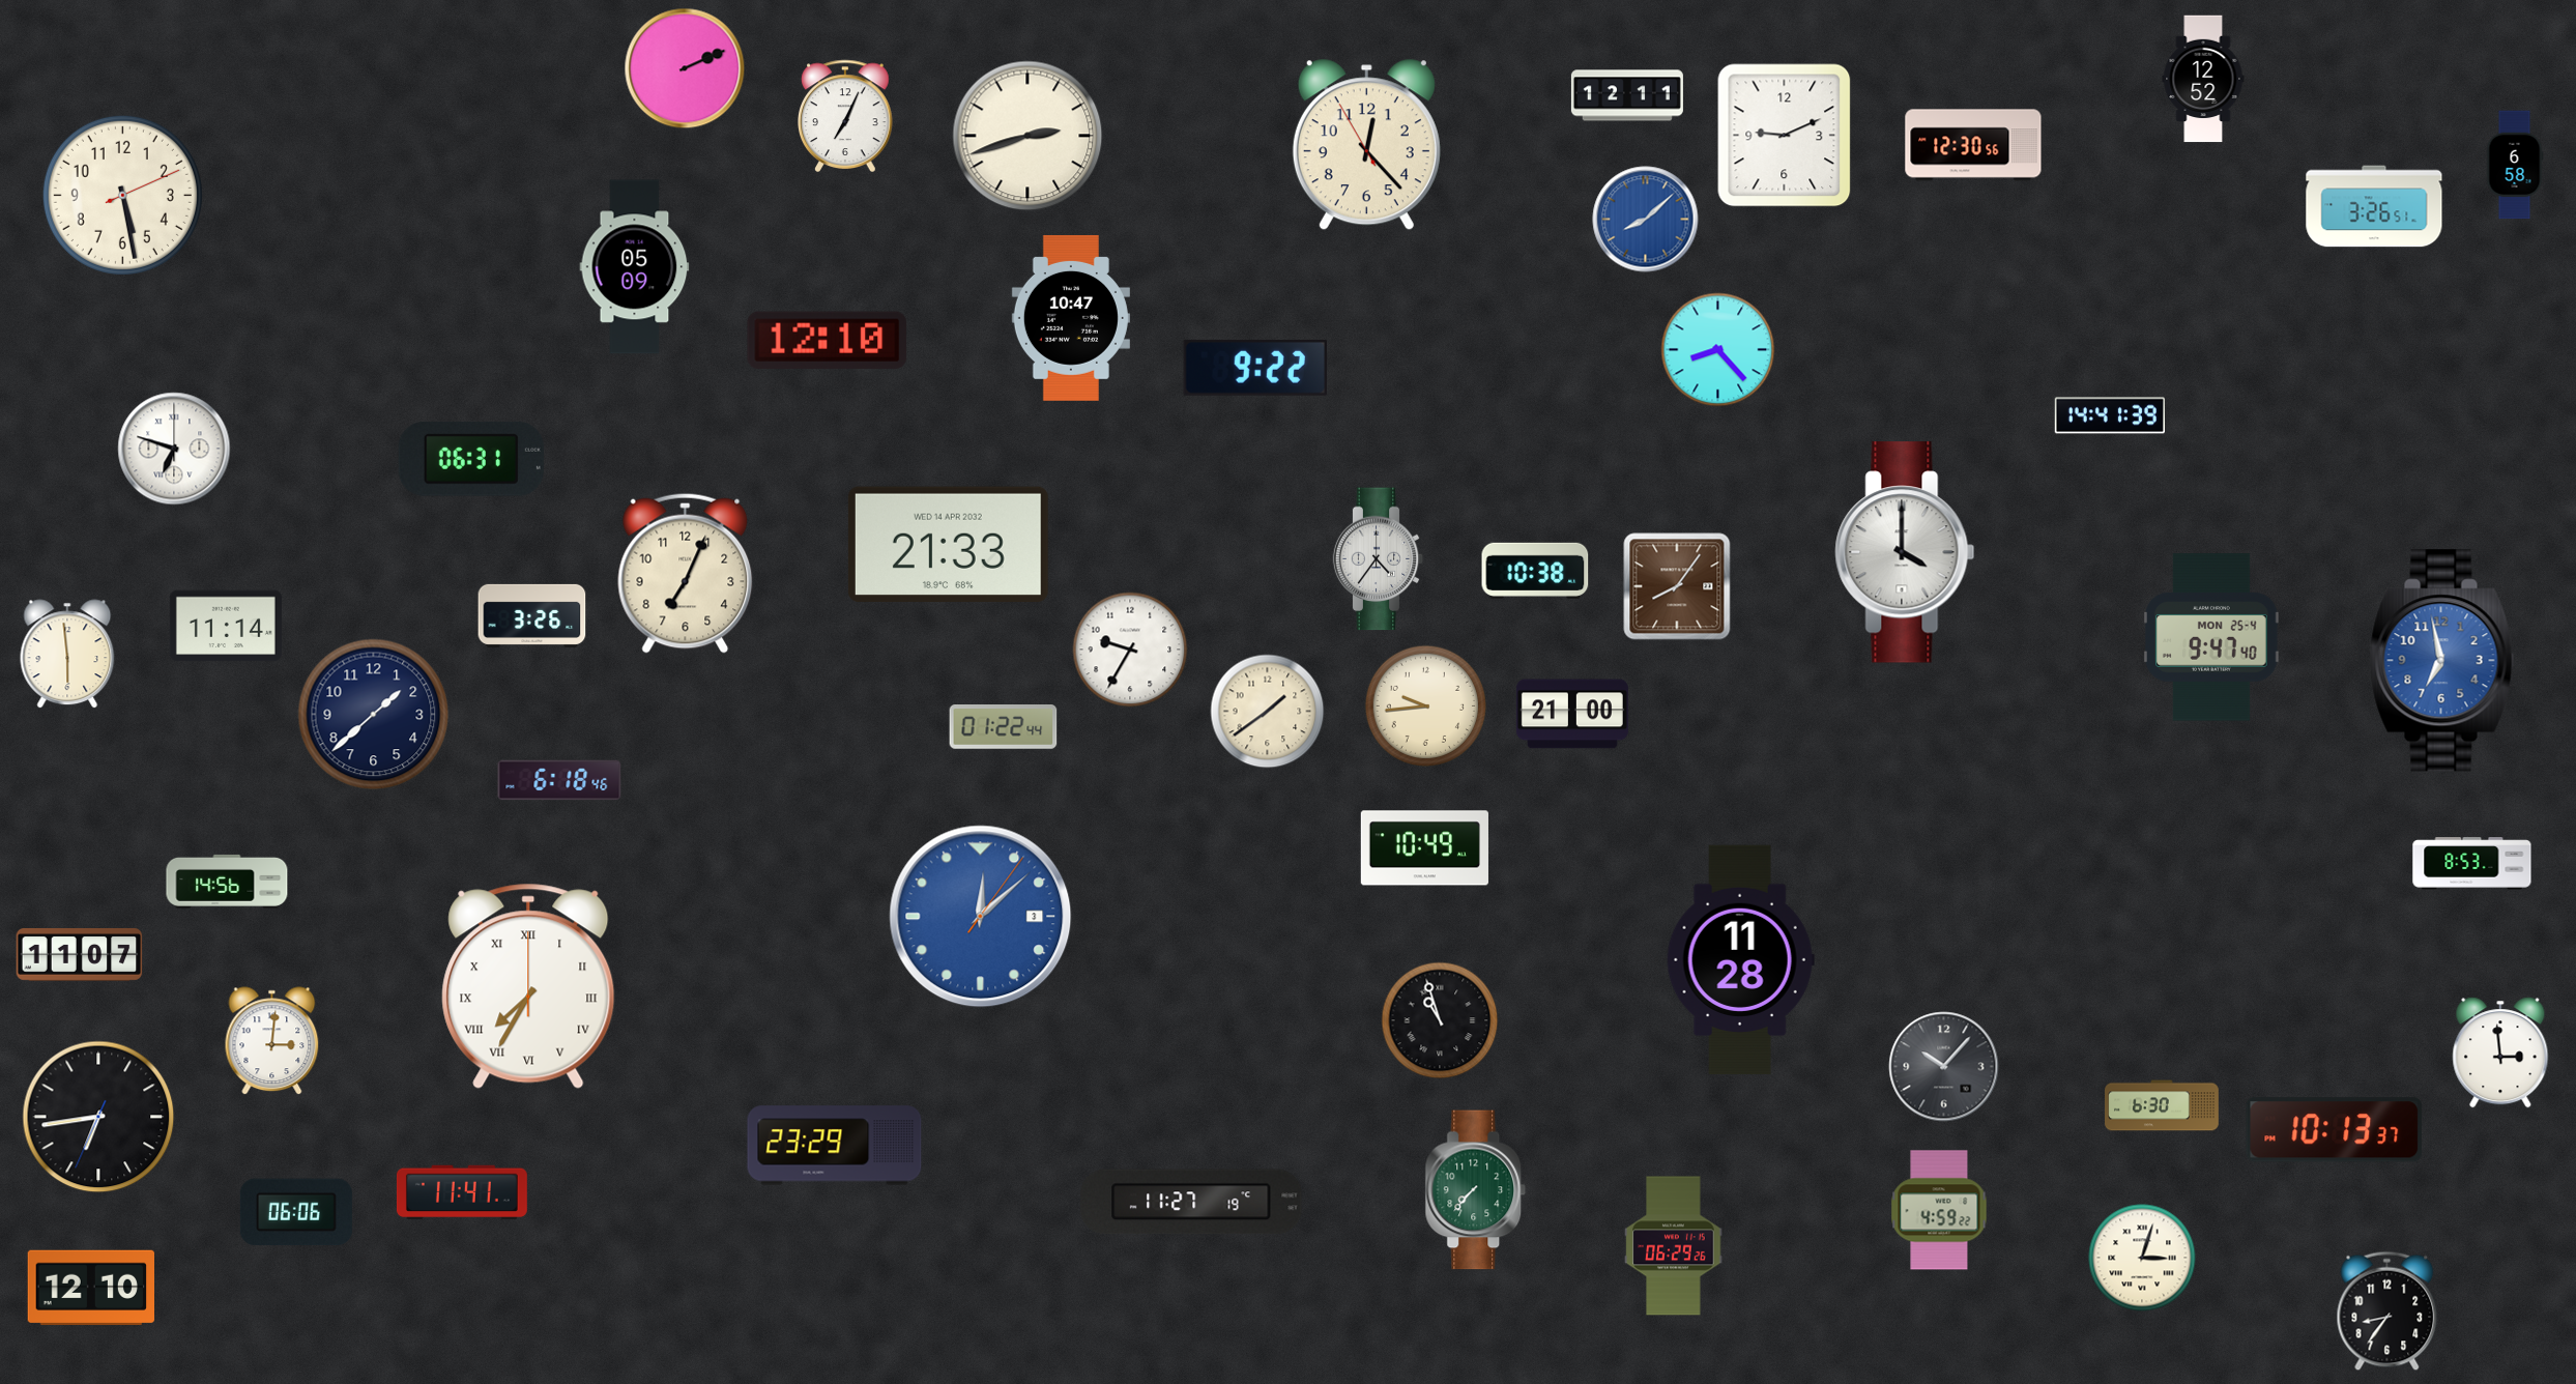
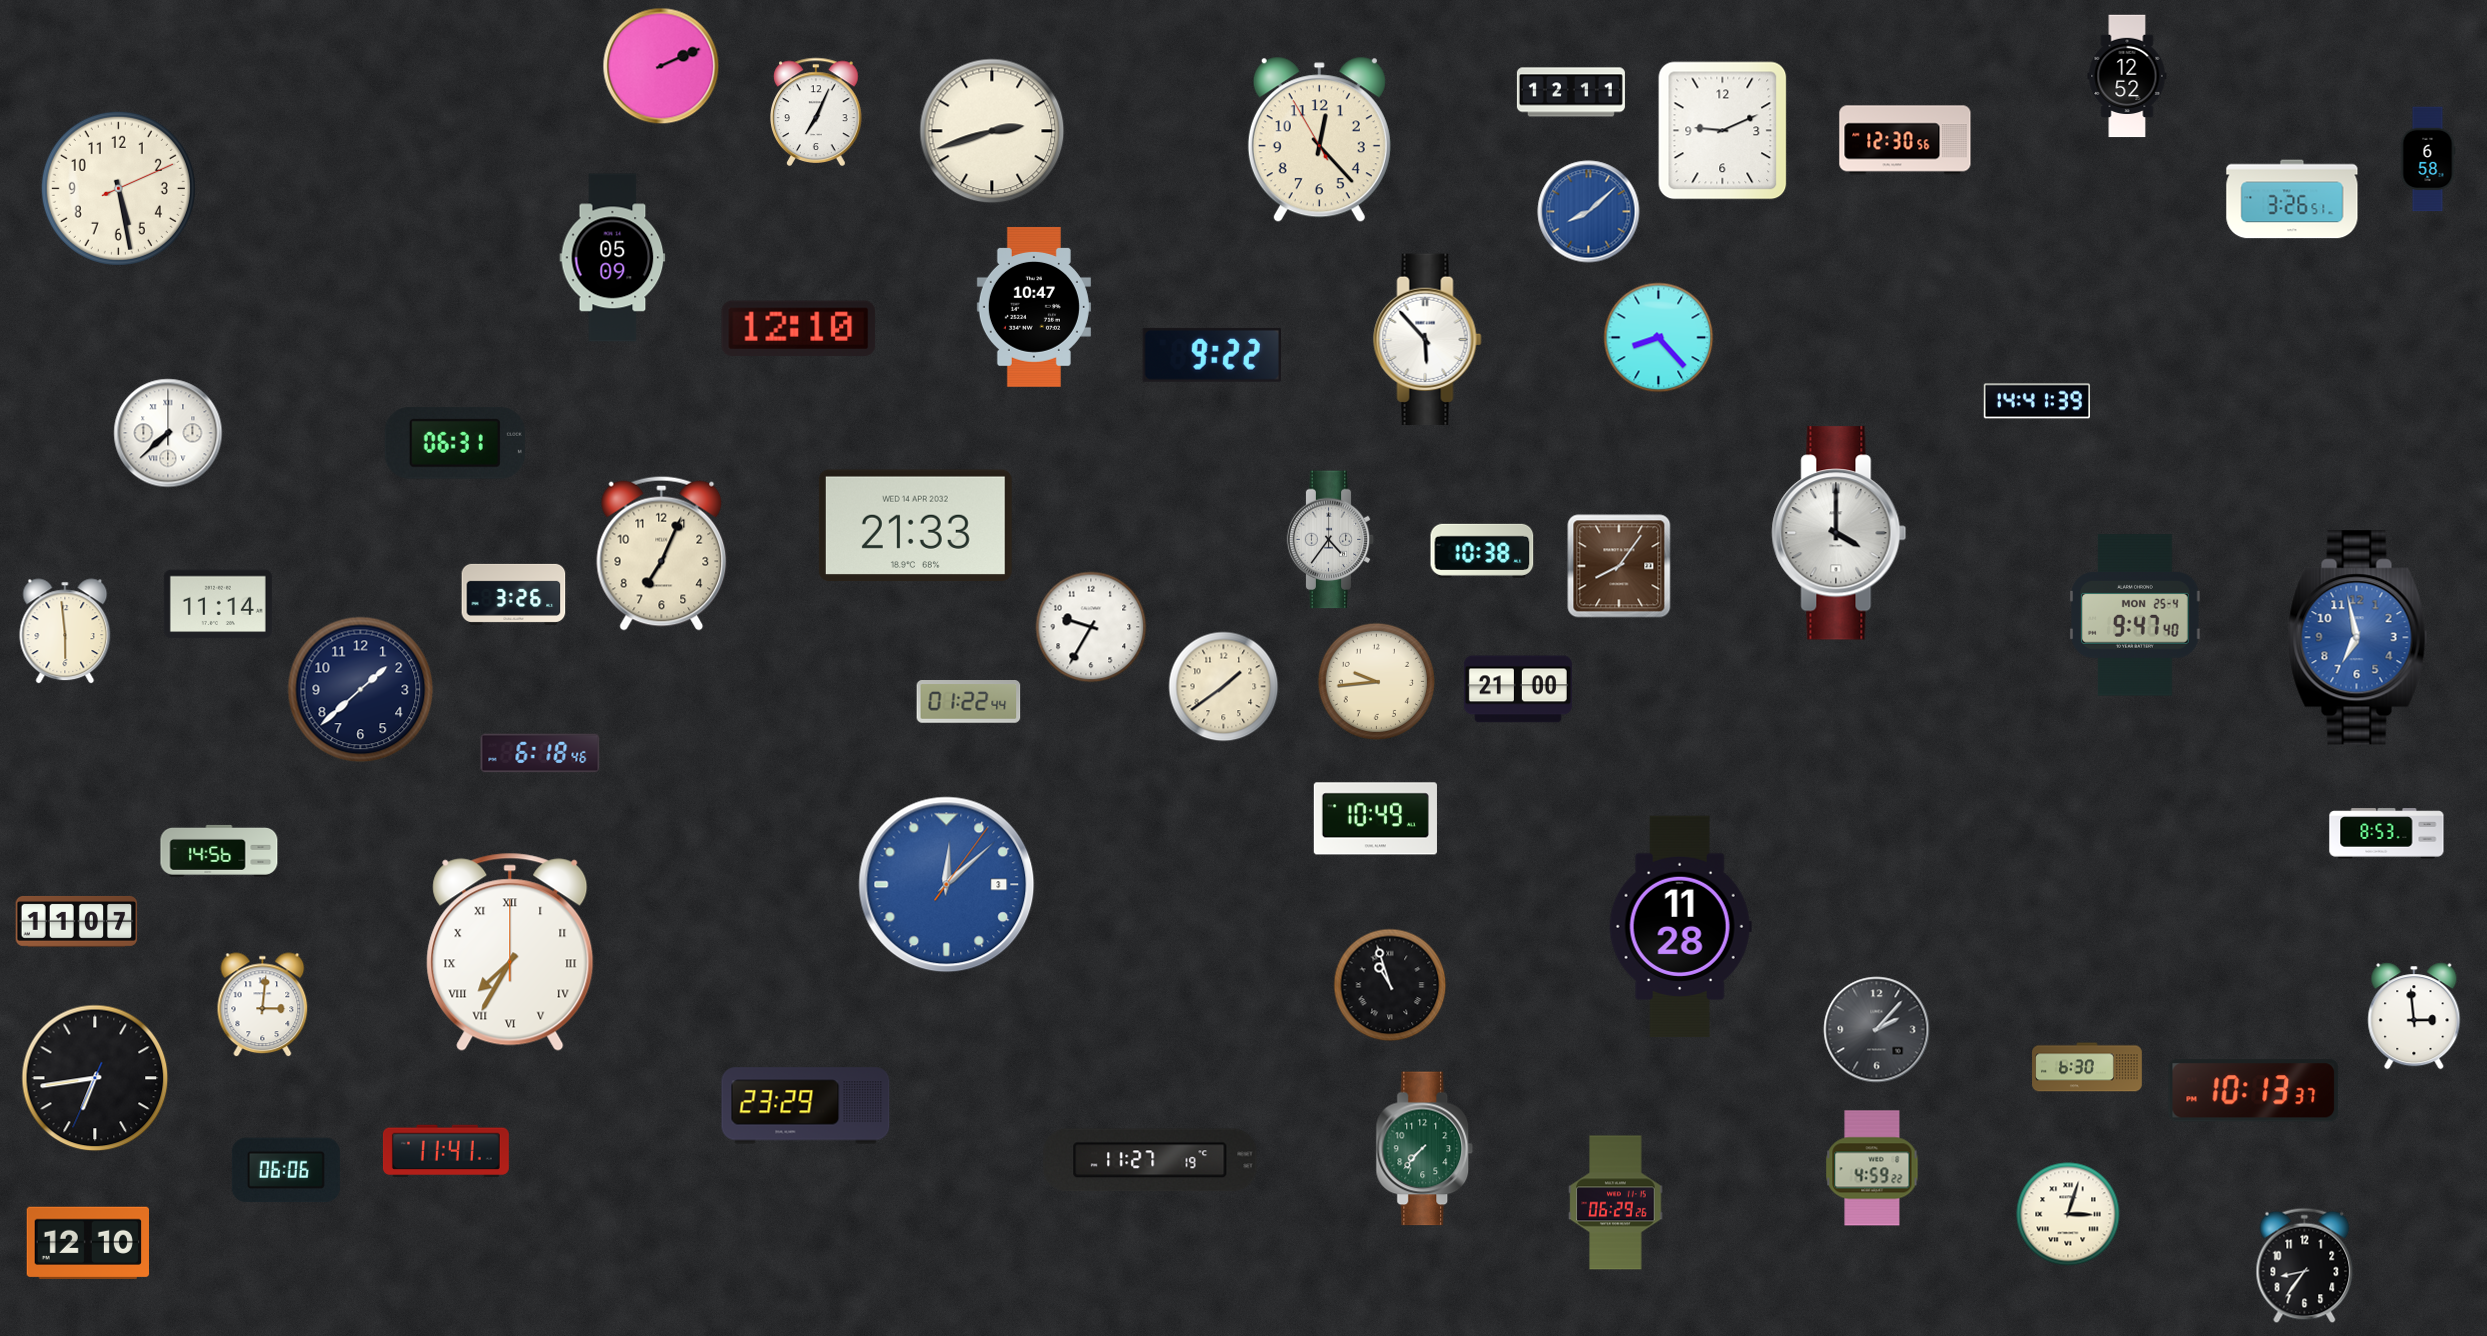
clock at (1428, 340): none -> 5:53
clock at (174, 449): 6:48 -> 7:38
clock at (1944, 1067): 10:07 -> 2:07
